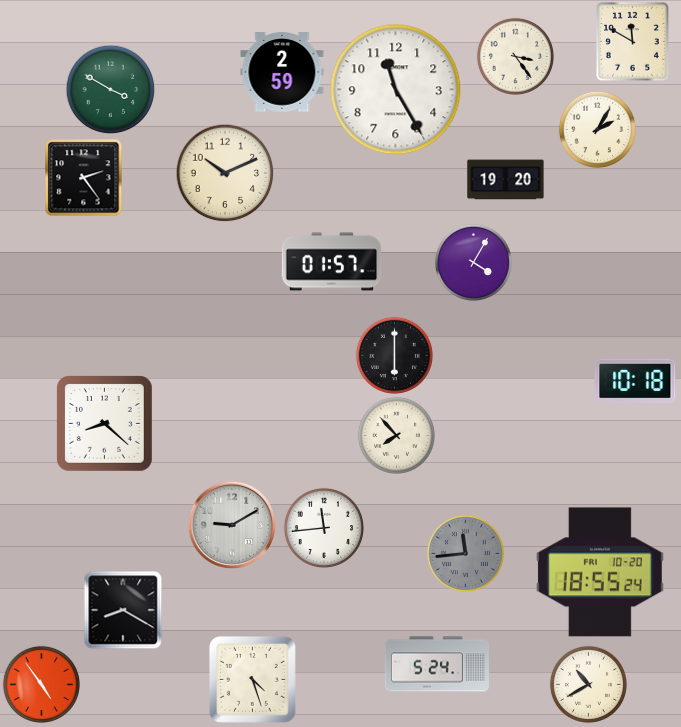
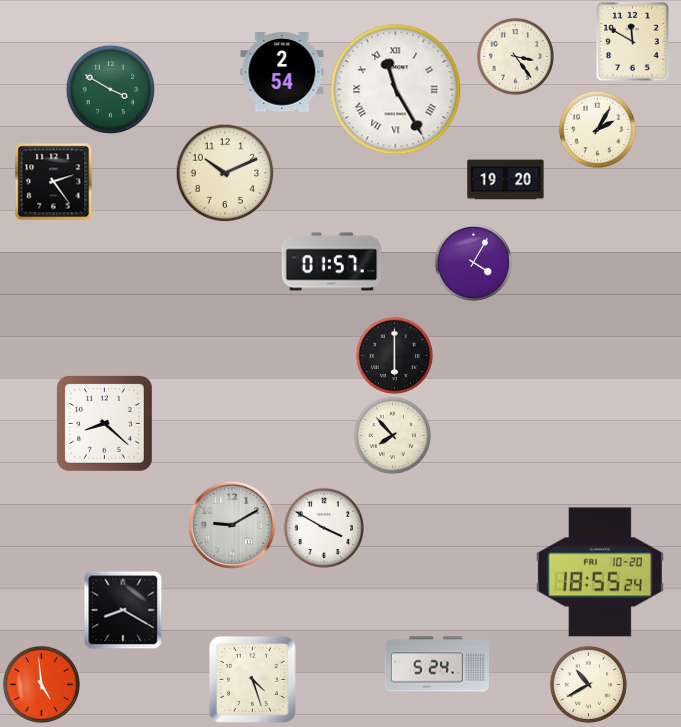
clock at (282, 72): 2:59 -> 2:54
clock at (396, 90) numerals: Arabic -> Roman
clock at (83, 177) position: (83, 177) -> (53, 181)
clock at (635, 381): 10:18 -> none
clock at (396, 435) position: (396, 435) -> (392, 435)
clock at (323, 527): 11:44 -> 3:50
clock at (465, 553): 11:44 -> none
clock at (41, 684): 4:54 -> 4:59
